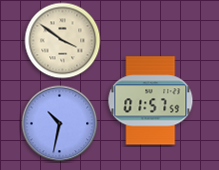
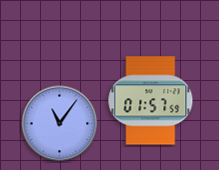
clock at (63, 41): 3:51 -> none
clock at (60, 124): 10:32 -> 11:06
